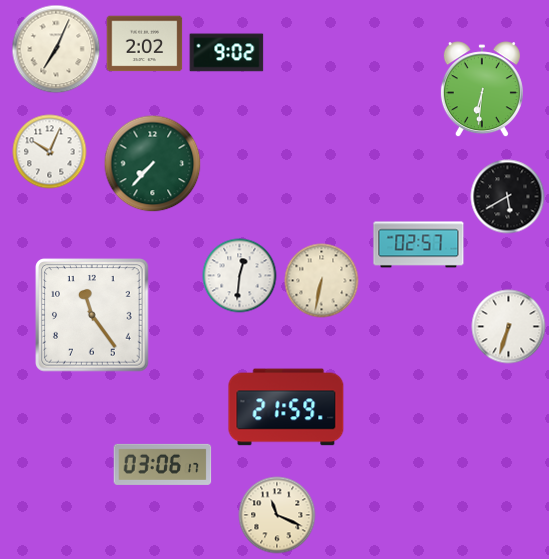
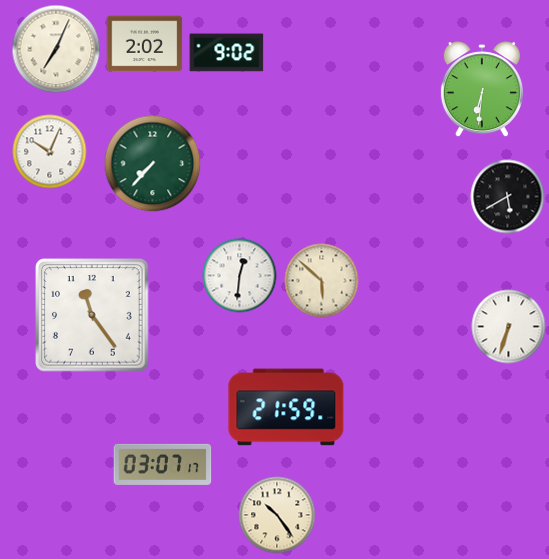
clock at (419, 245): 02:57 -> none
clock at (322, 281): 6:32 -> 5:52
clock at (163, 464): 03:06 -> 03:07
clock at (277, 515): 11:19 -> 10:24
